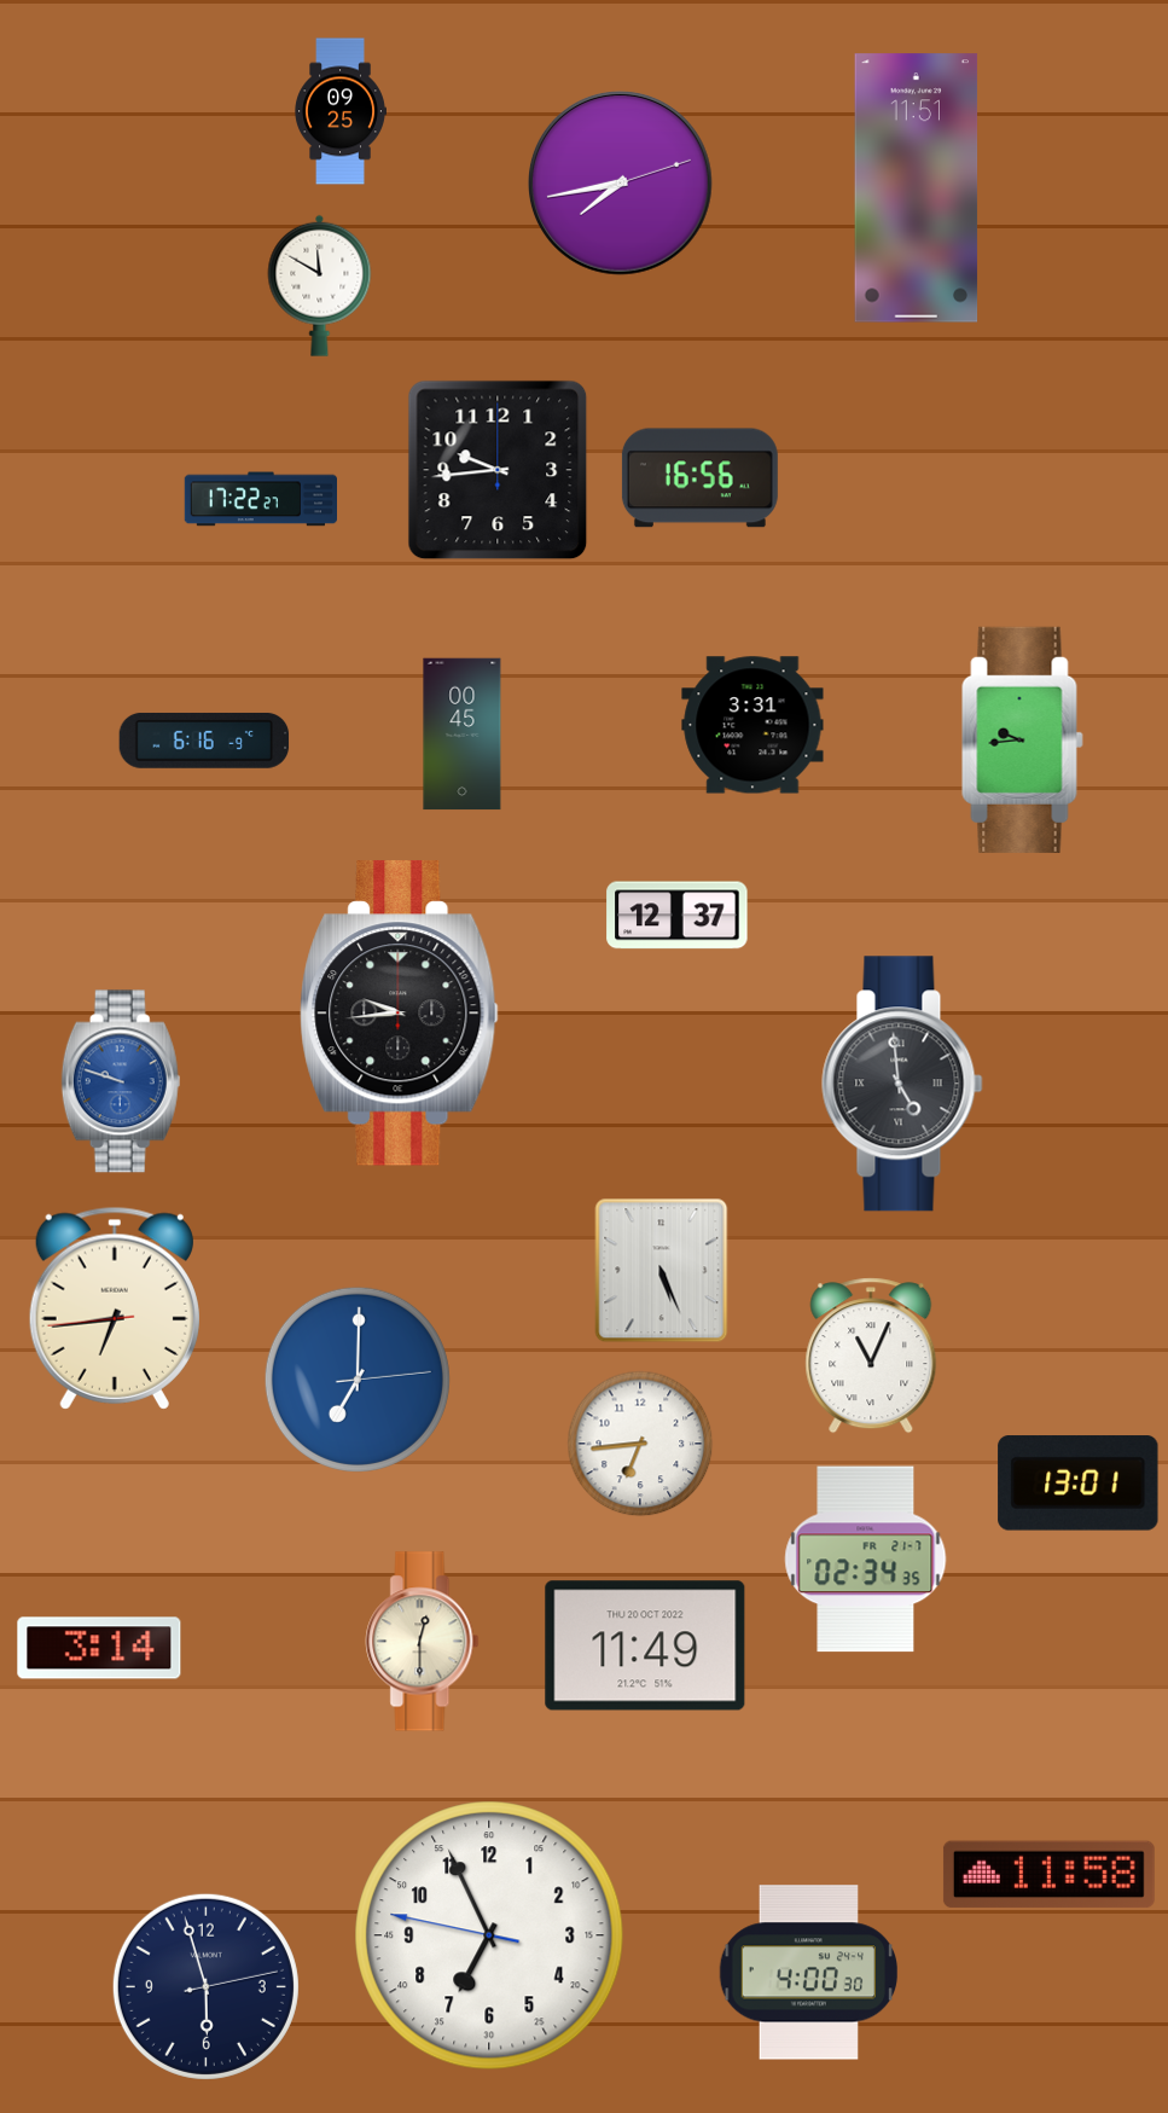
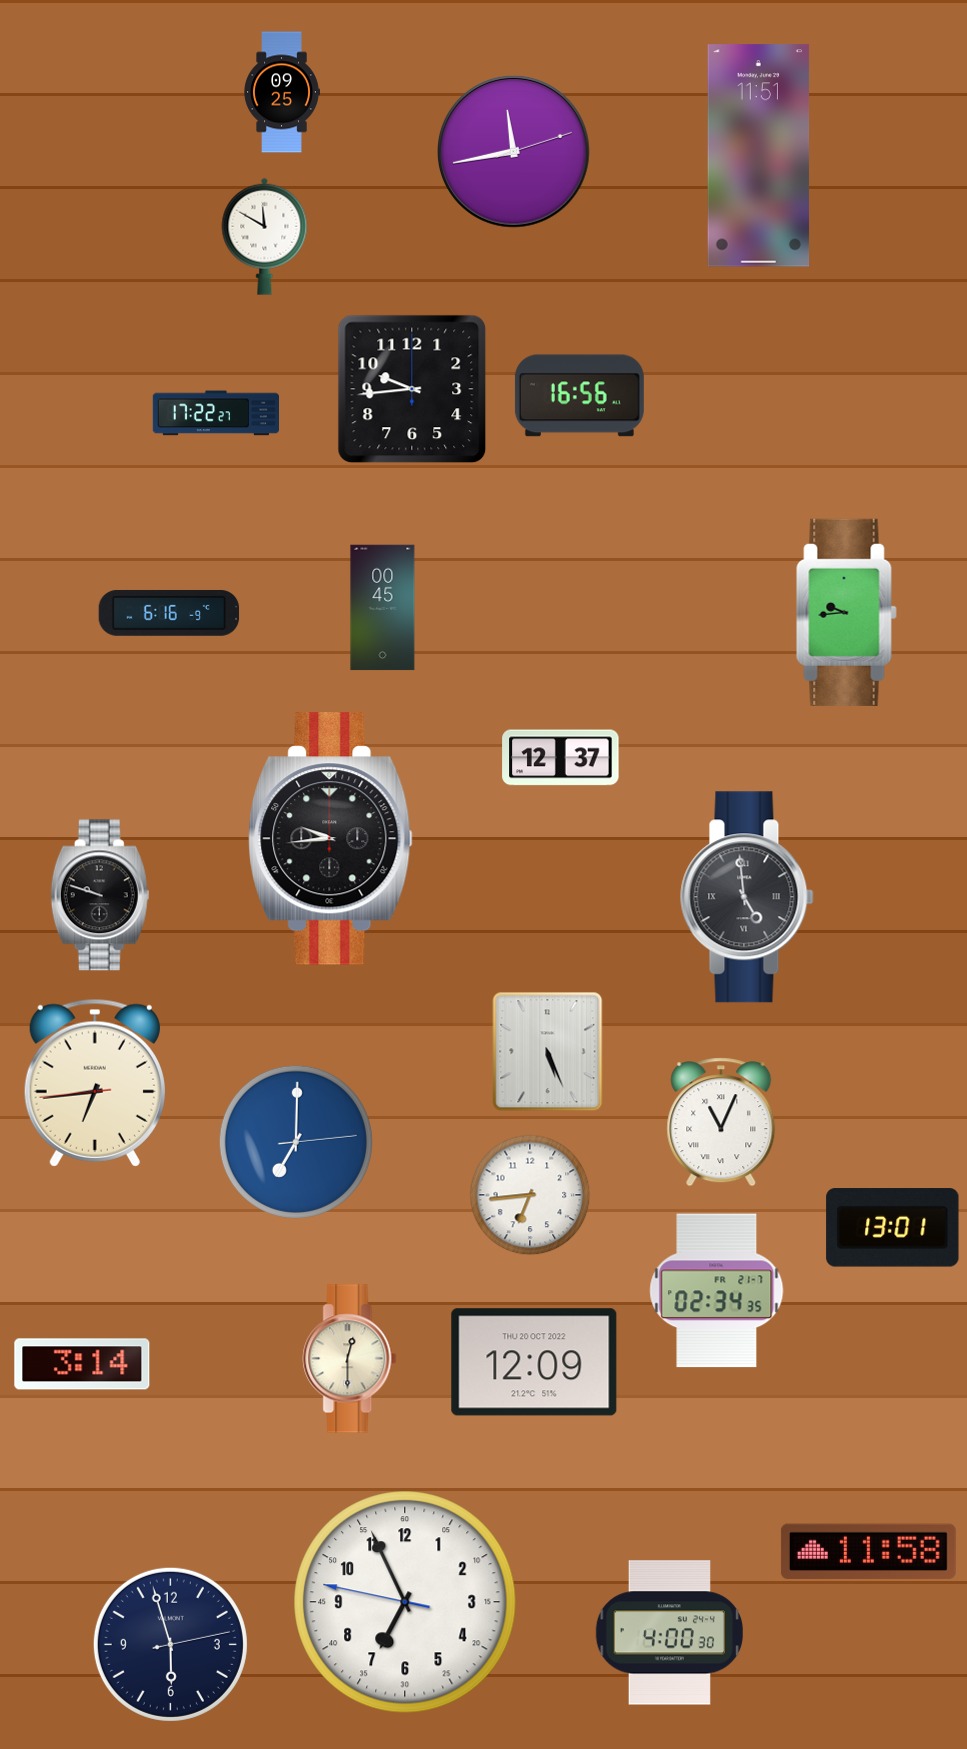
clock at (621, 184): 7:43 -> 11:43
clock at (752, 725): 3:31 -> none
clock at (121, 1081) dial: blue -> black
clock at (645, 1645): 11:49 -> 12:09
